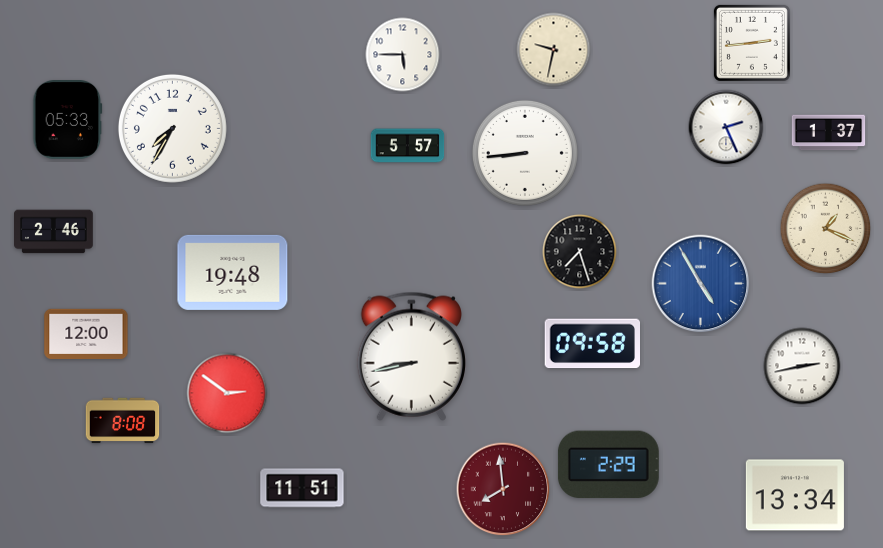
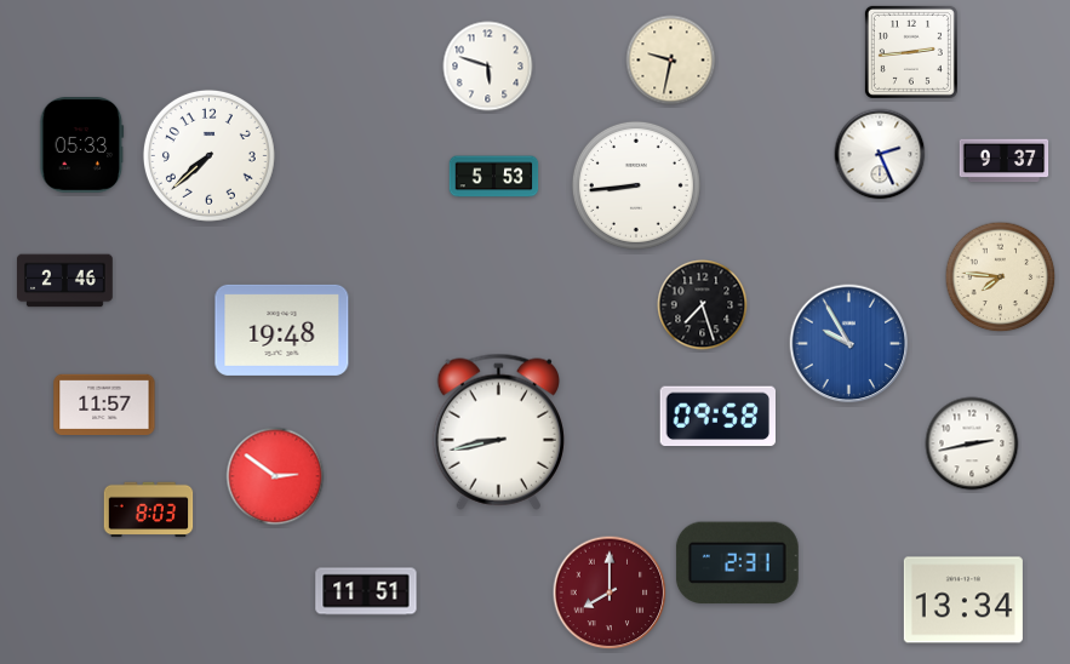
clock at (403, 55): 5:45 -> 5:48
clock at (172, 128): 7:35 -> 7:38
clock at (829, 133): 1:37 -> 9:37
clock at (408, 146): 5:57 -> 5:53
clock at (826, 229): 1:19 -> 7:46
clock at (701, 284): 4:55 -> 9:55
clock at (86, 333): 12:00 -> 11:57
clock at (123, 421): 8:08 -> 8:03
clock at (608, 465): 2:29 -> 2:31
clock at (503, 489): 7:59 -> 8:00
